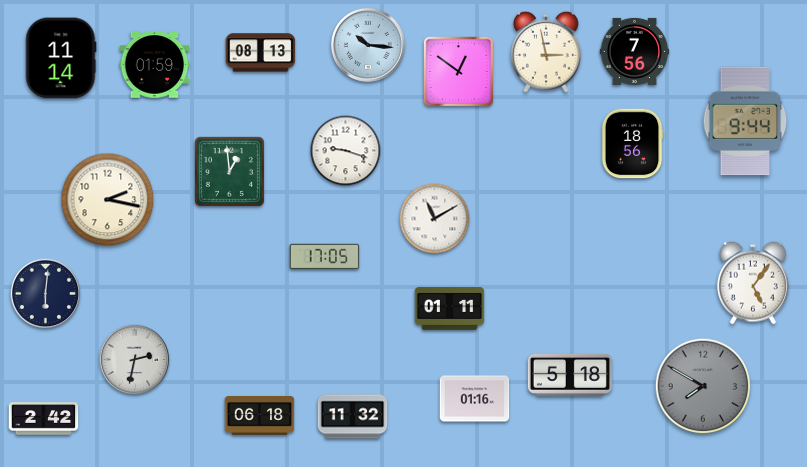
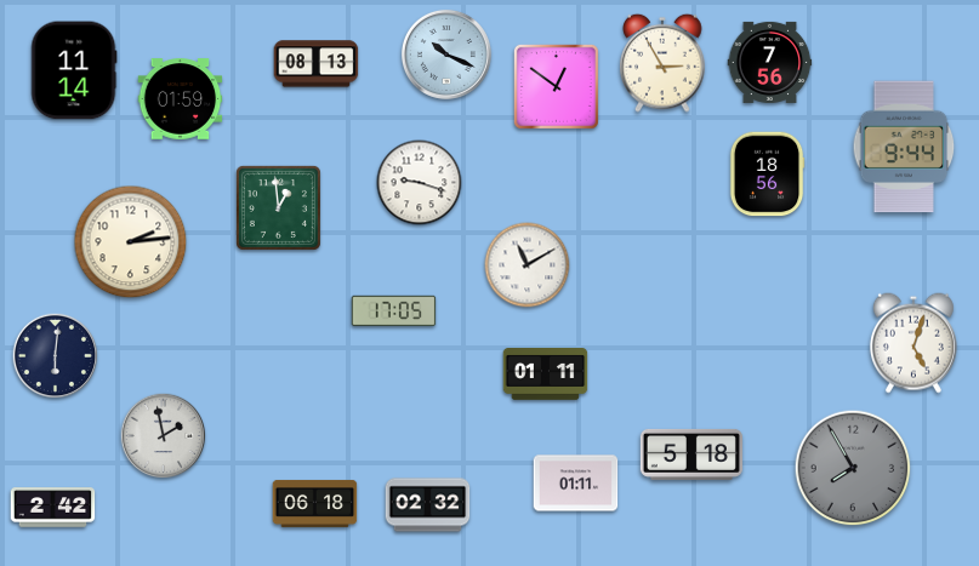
clock at (368, 45): 10:16 -> 10:19
clock at (546, 52): 2:58 -> 2:55
clock at (155, 65) position: (155, 65) -> (181, 99)
clock at (108, 200): 2:17 -> 2:14
clock at (753, 283): 5:06 -> 5:03
clock at (135, 360): 2:32 -> 1:58
clock at (703, 386): 7:50 -> 7:55
clock at (475, 399): 01:16 -> 01:11
clock at (353, 417): 11:32 -> 02:32
